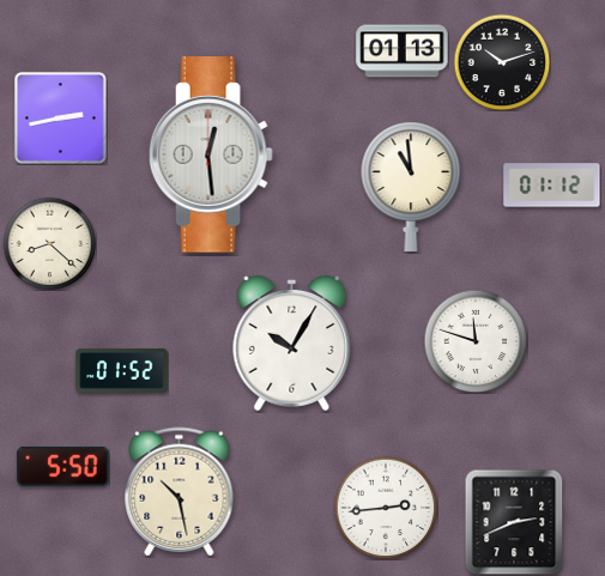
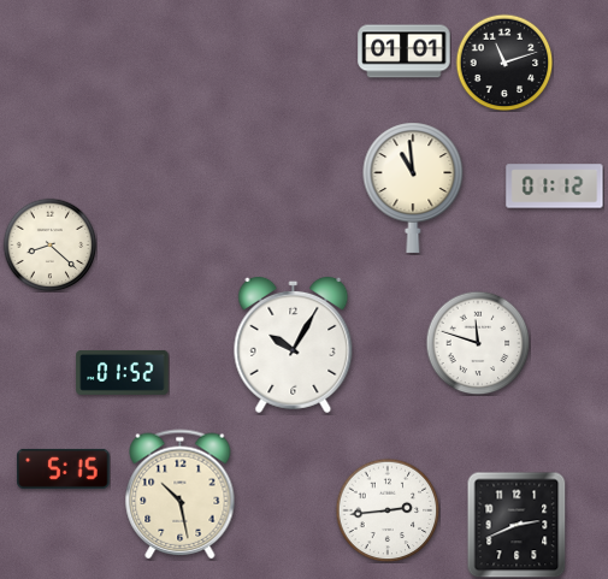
clock at (403, 51): 01:13 -> 01:01
clock at (502, 62): 10:12 -> 11:12
clock at (60, 117): 2:43 -> none
clock at (211, 154): 12:29 -> none
clock at (63, 466): 5:50 -> 5:15
